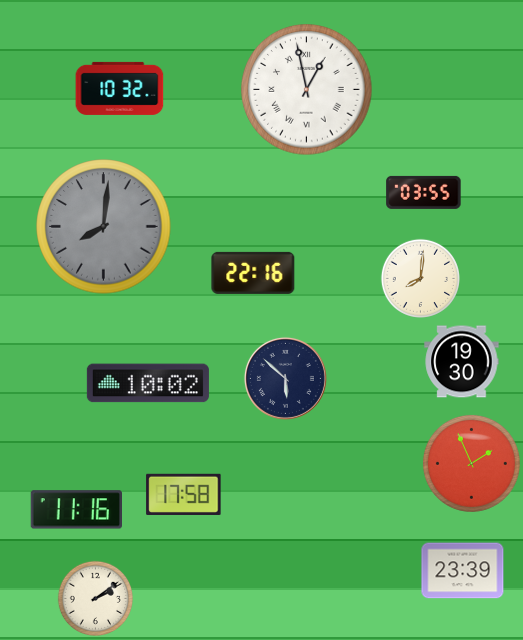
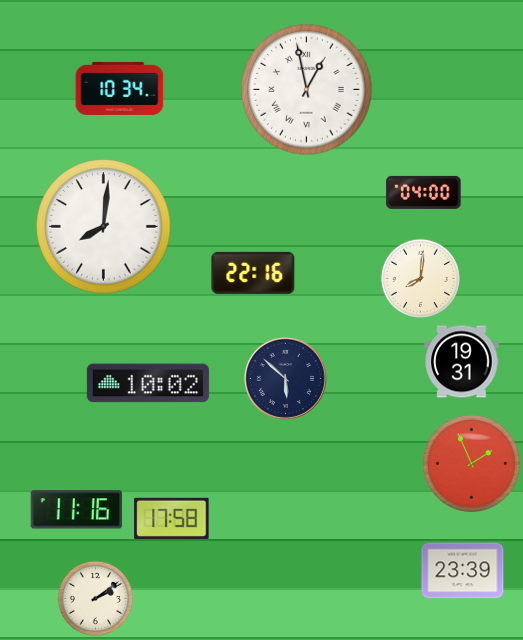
clock at (120, 88): 10:32 -> 10:34
clock at (424, 192): 03:55 -> 04:00
clock at (104, 227) dial: grey -> white
clock at (462, 362): 19:30 -> 19:31
clock at (184, 494) position: (184, 494) -> (172, 518)
